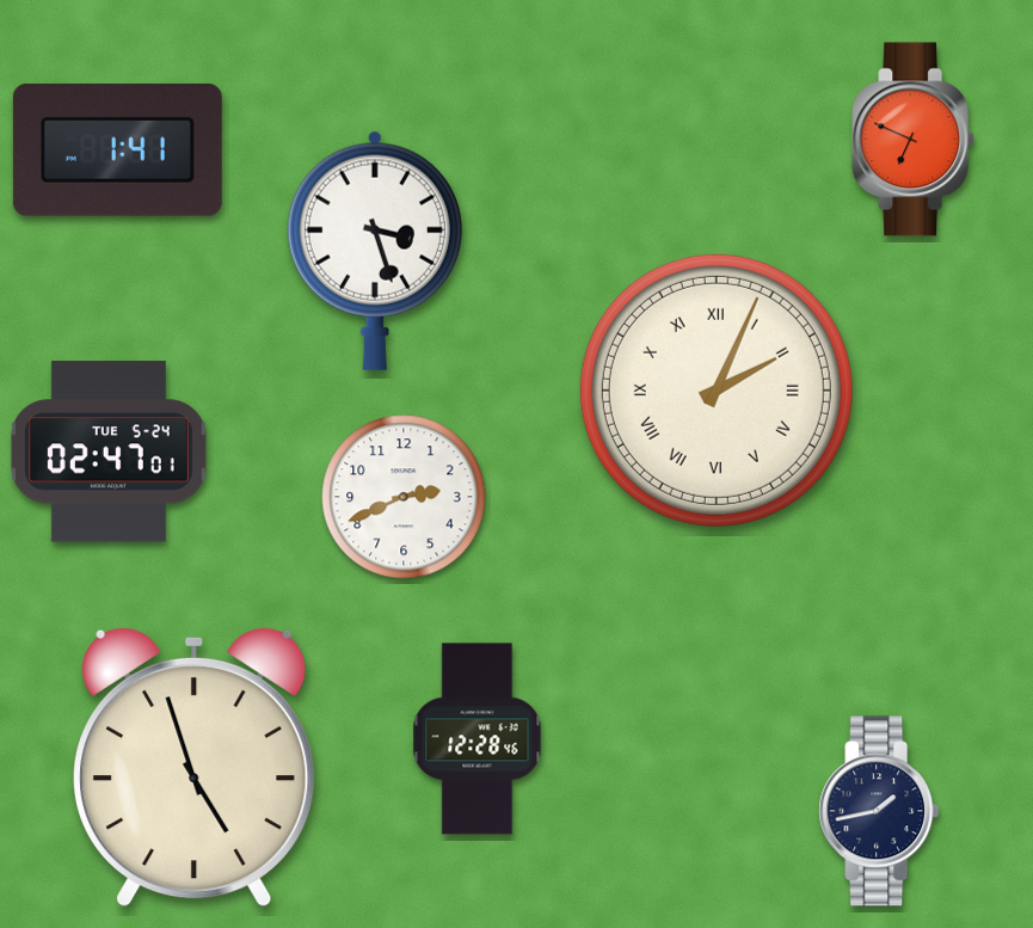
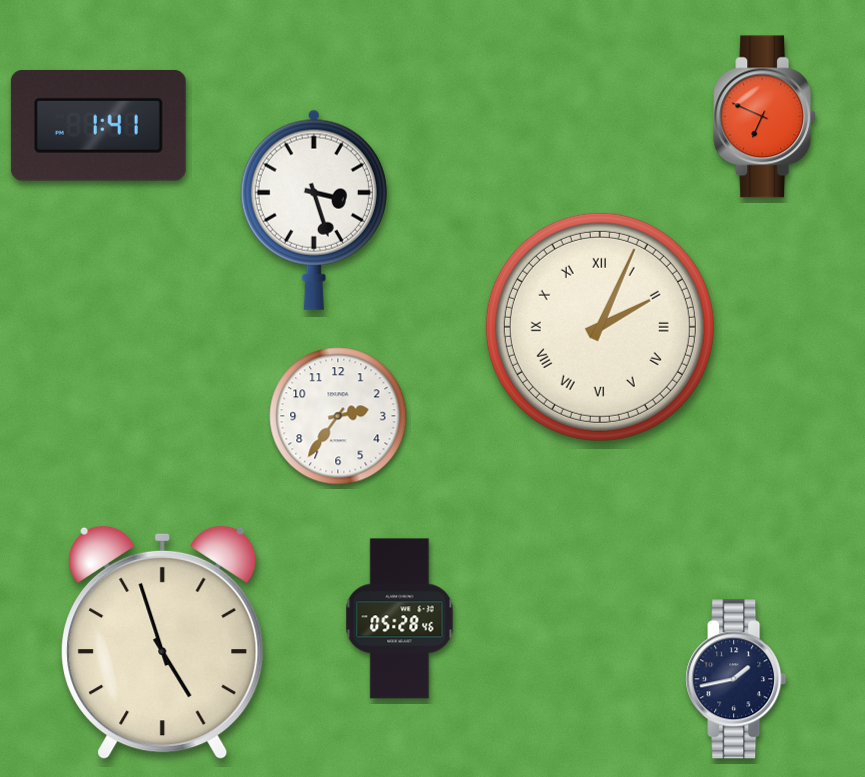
clock at (109, 451): 02:47 -> none
clock at (404, 497): 2:41 -> 2:36
clock at (478, 739): 12:28 -> 05:28
